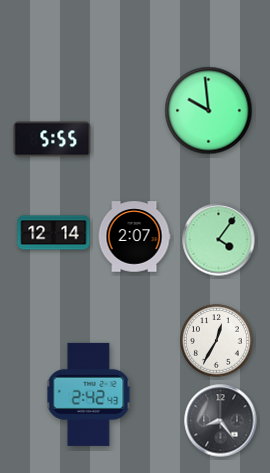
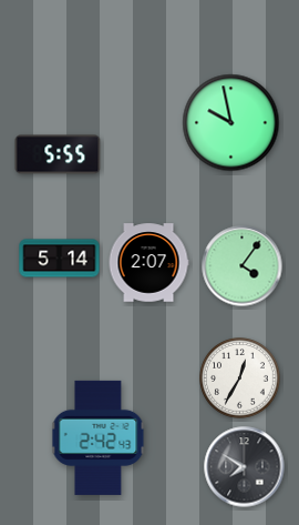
clock at (209, 111): 9:59 -> 9:58
clock at (54, 233): 12:14 -> 5:14
clock at (221, 421): 8:24 -> 7:50
